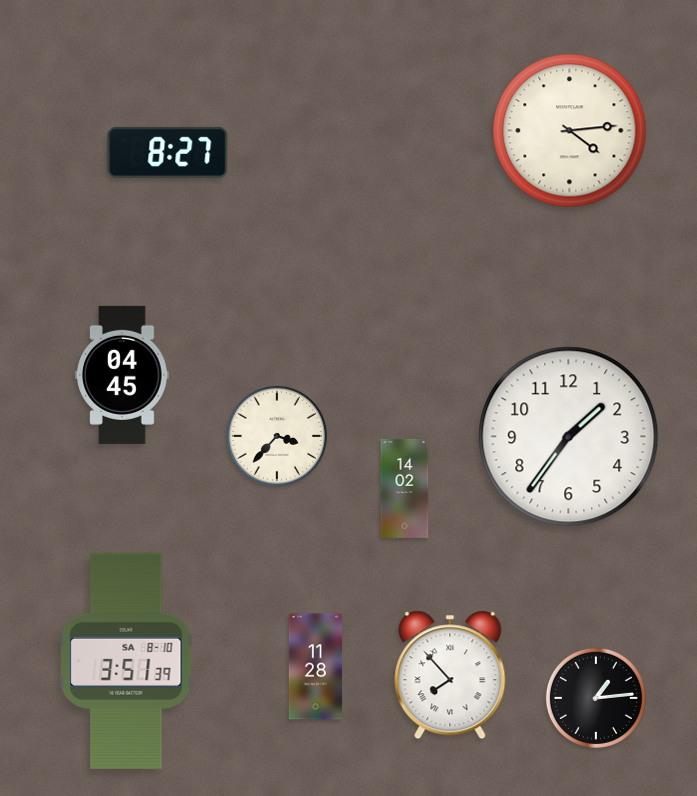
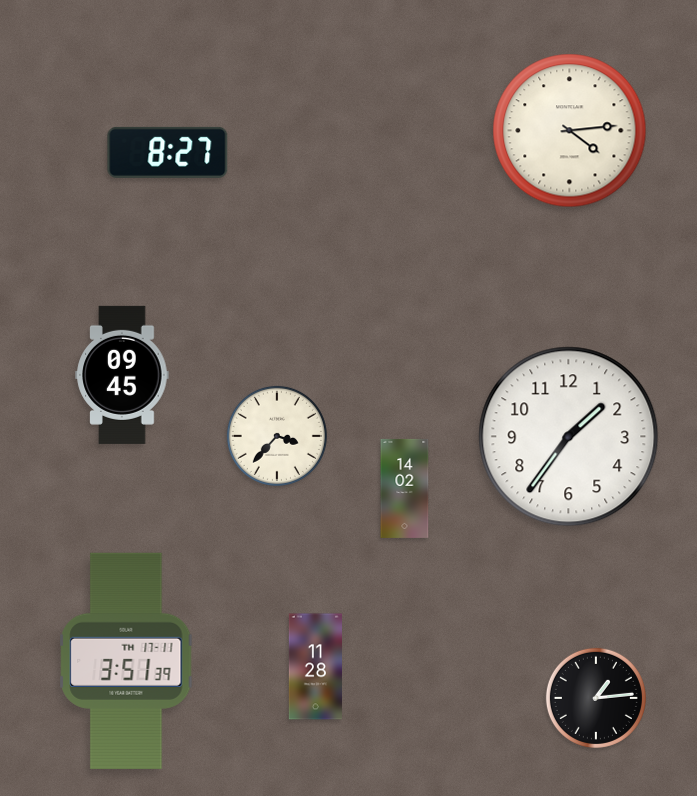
clock at (122, 375): 04:45 -> 09:45
clock at (126, 661) date: SA 8-10 -> TH 17-11
clock at (450, 675): 7:53 -> none
